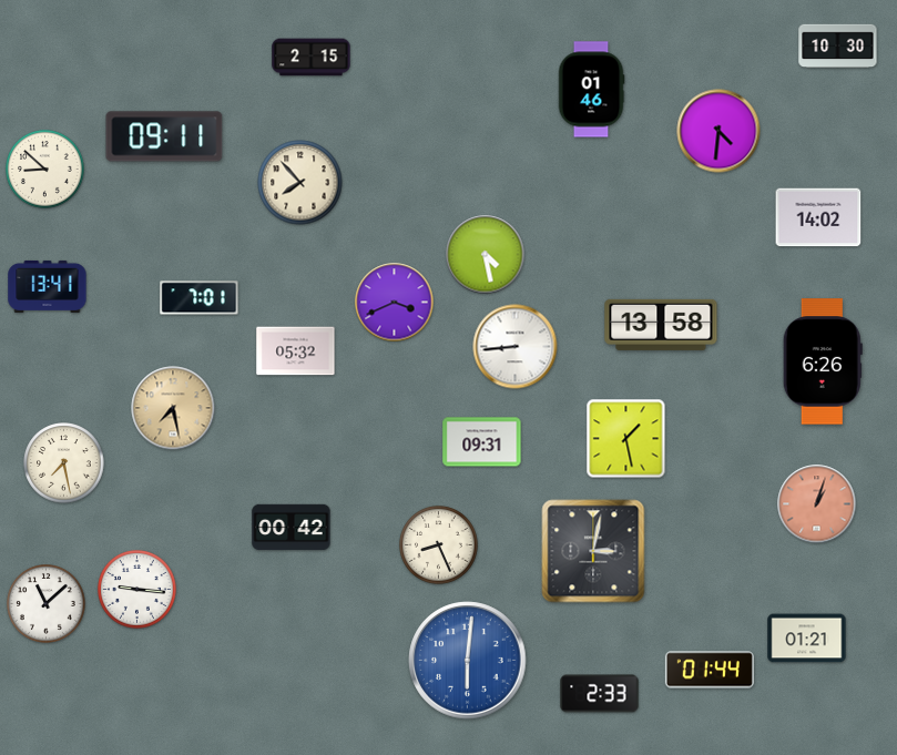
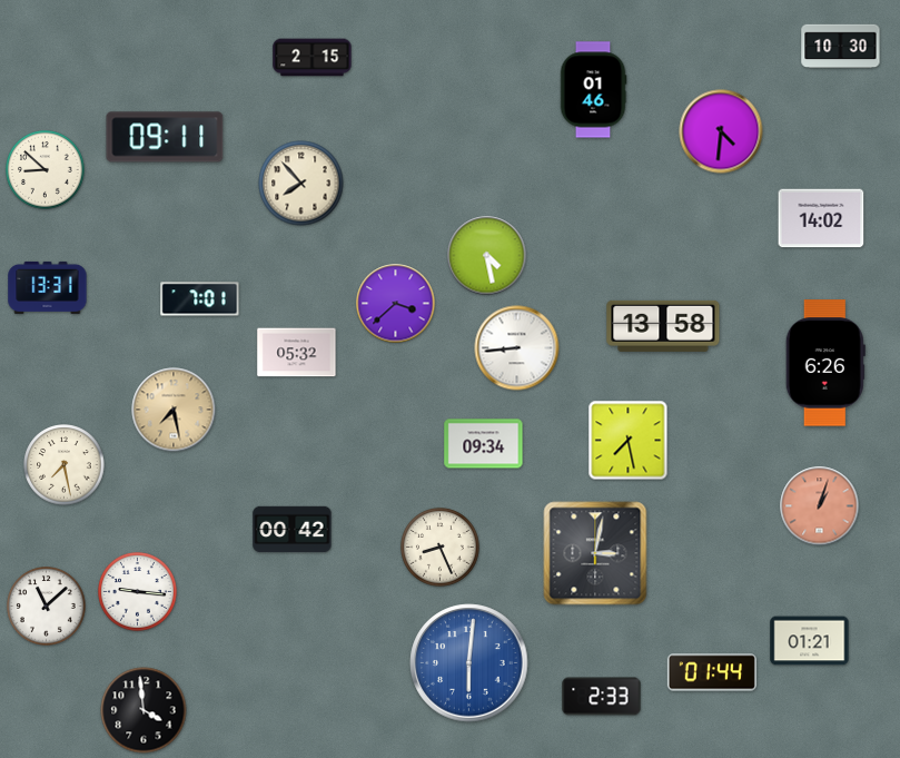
clock at (48, 286): 13:41 -> 13:31
clock at (395, 303): 3:41 -> 3:38
clock at (626, 439): 1:28 -> 7:28
clock at (482, 442): 09:31 -> 09:34
clock at (144, 710): none -> 3:59
